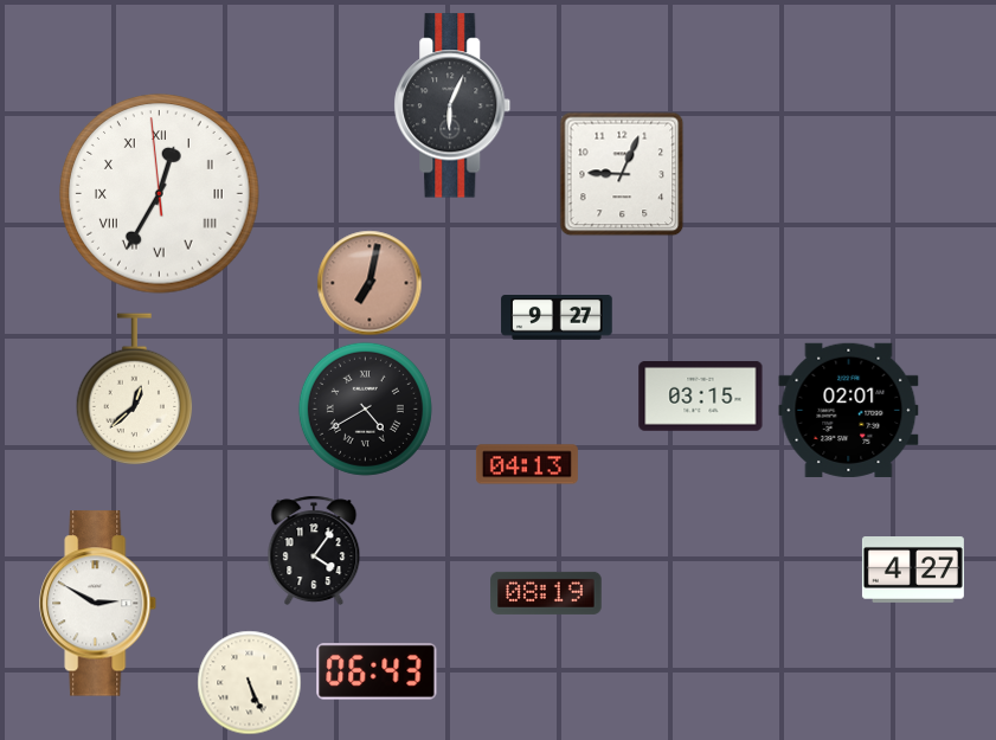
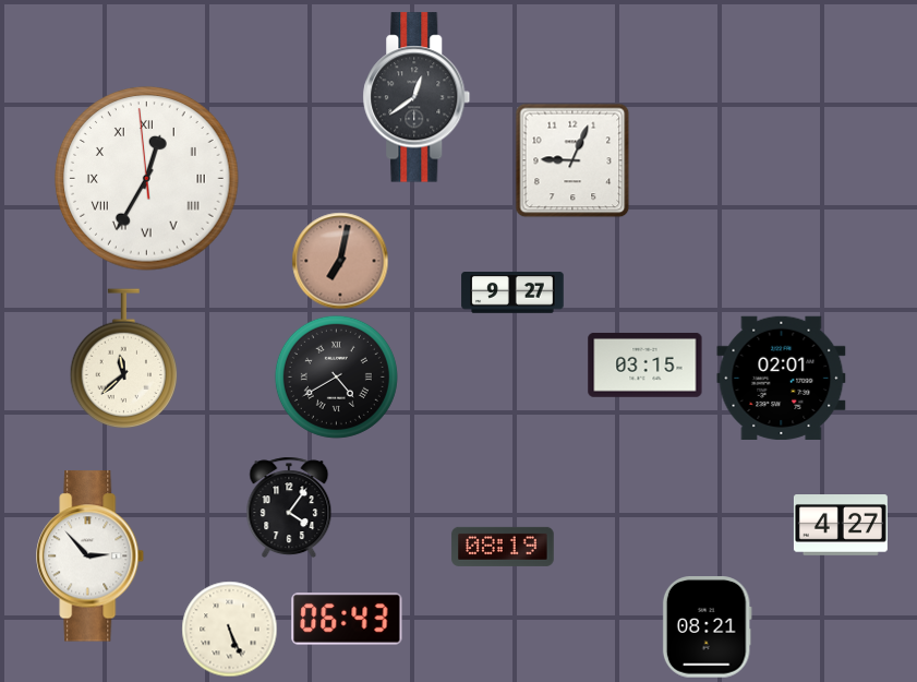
clock at (452, 105): 6:04 -> 12:39
clock at (135, 390): 12:38 -> 11:38
clock at (527, 464): 04:13 -> none
clock at (98, 604): 2:50 -> 2:53
clock at (707, 627): none -> 08:21
